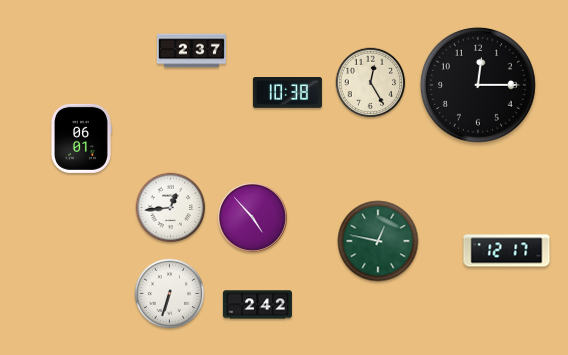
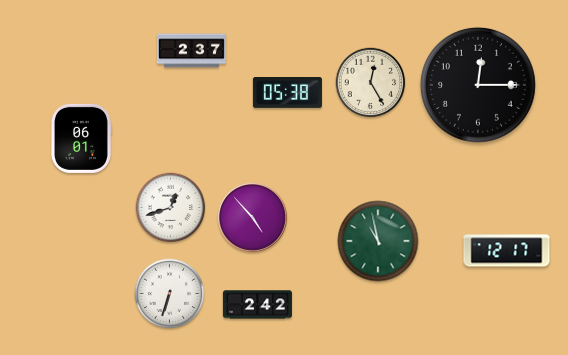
clock at (287, 93): 10:38 -> 05:38
clock at (171, 208): 12:44 -> 12:42
clock at (378, 241): 12:47 -> 10:58
